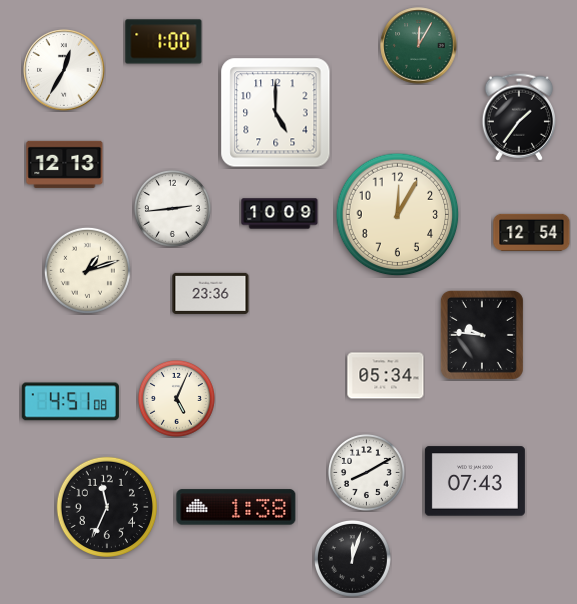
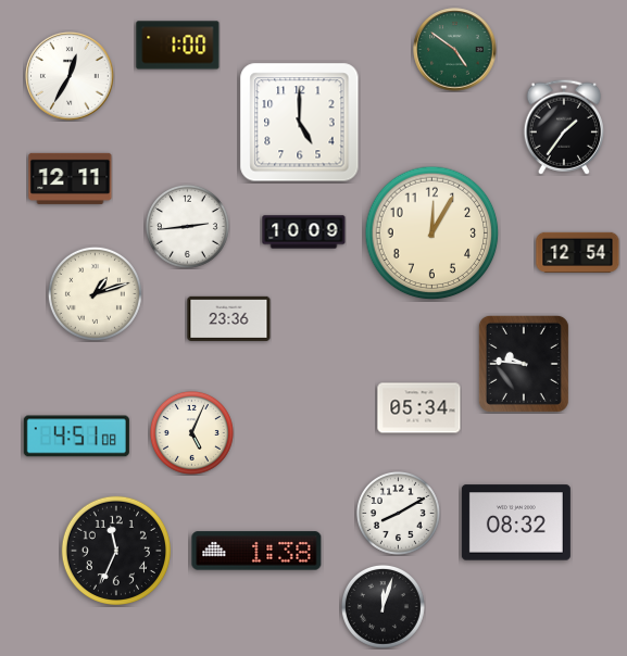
clock at (419, 46): 12:05 -> 4:51
clock at (65, 164): 12:13 -> 12:11
clock at (475, 481): 07:43 -> 08:32
